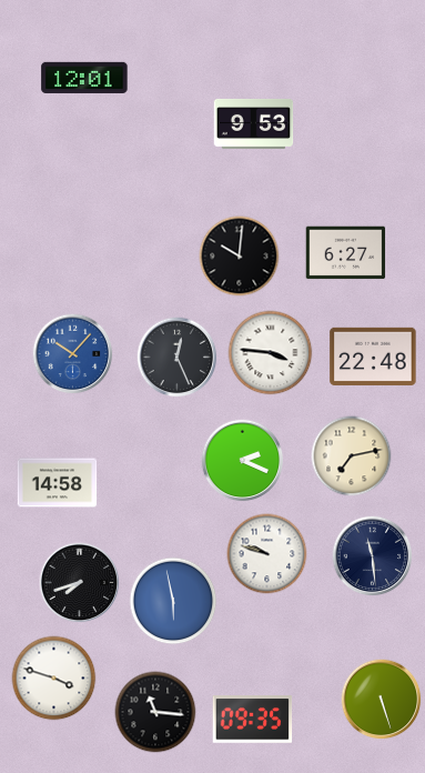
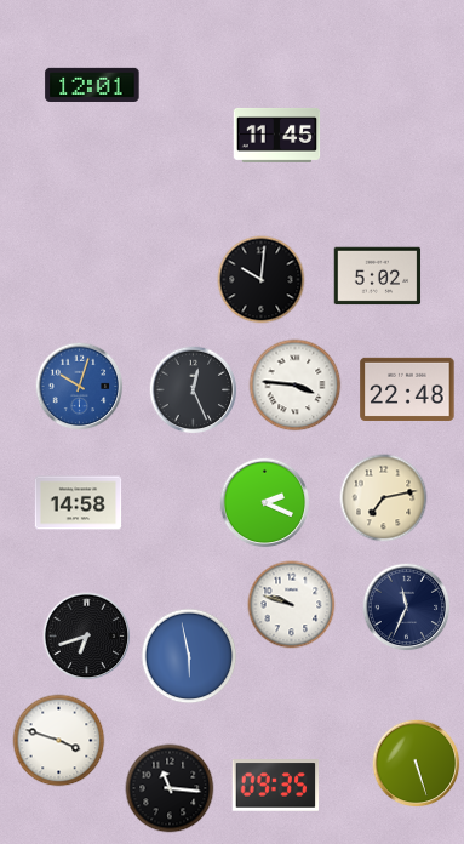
clock at (254, 123): 9:53 -> 11:45
clock at (346, 253): 6:27 -> 5:02
clock at (73, 354): 10:07 -> 10:03
clock at (58, 483) position: (58, 483) -> (79, 503)
clock at (373, 556): 11:29 -> 11:34
clock at (80, 583): 7:42 -> 6:42
clock at (155, 712) position: (155, 712) -> (170, 788)
